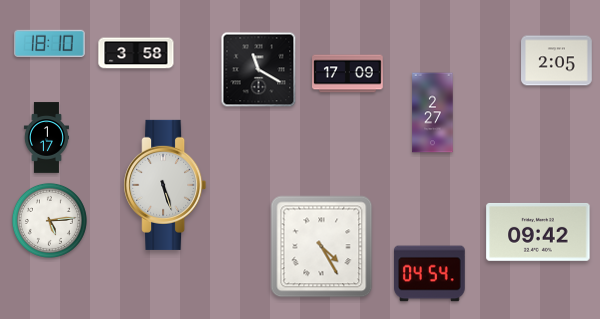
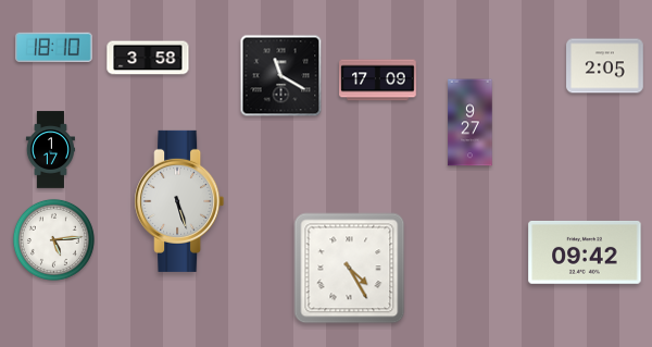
clock at (433, 113): 2:27 -> 9:27
clock at (430, 274): 04:54 -> none
